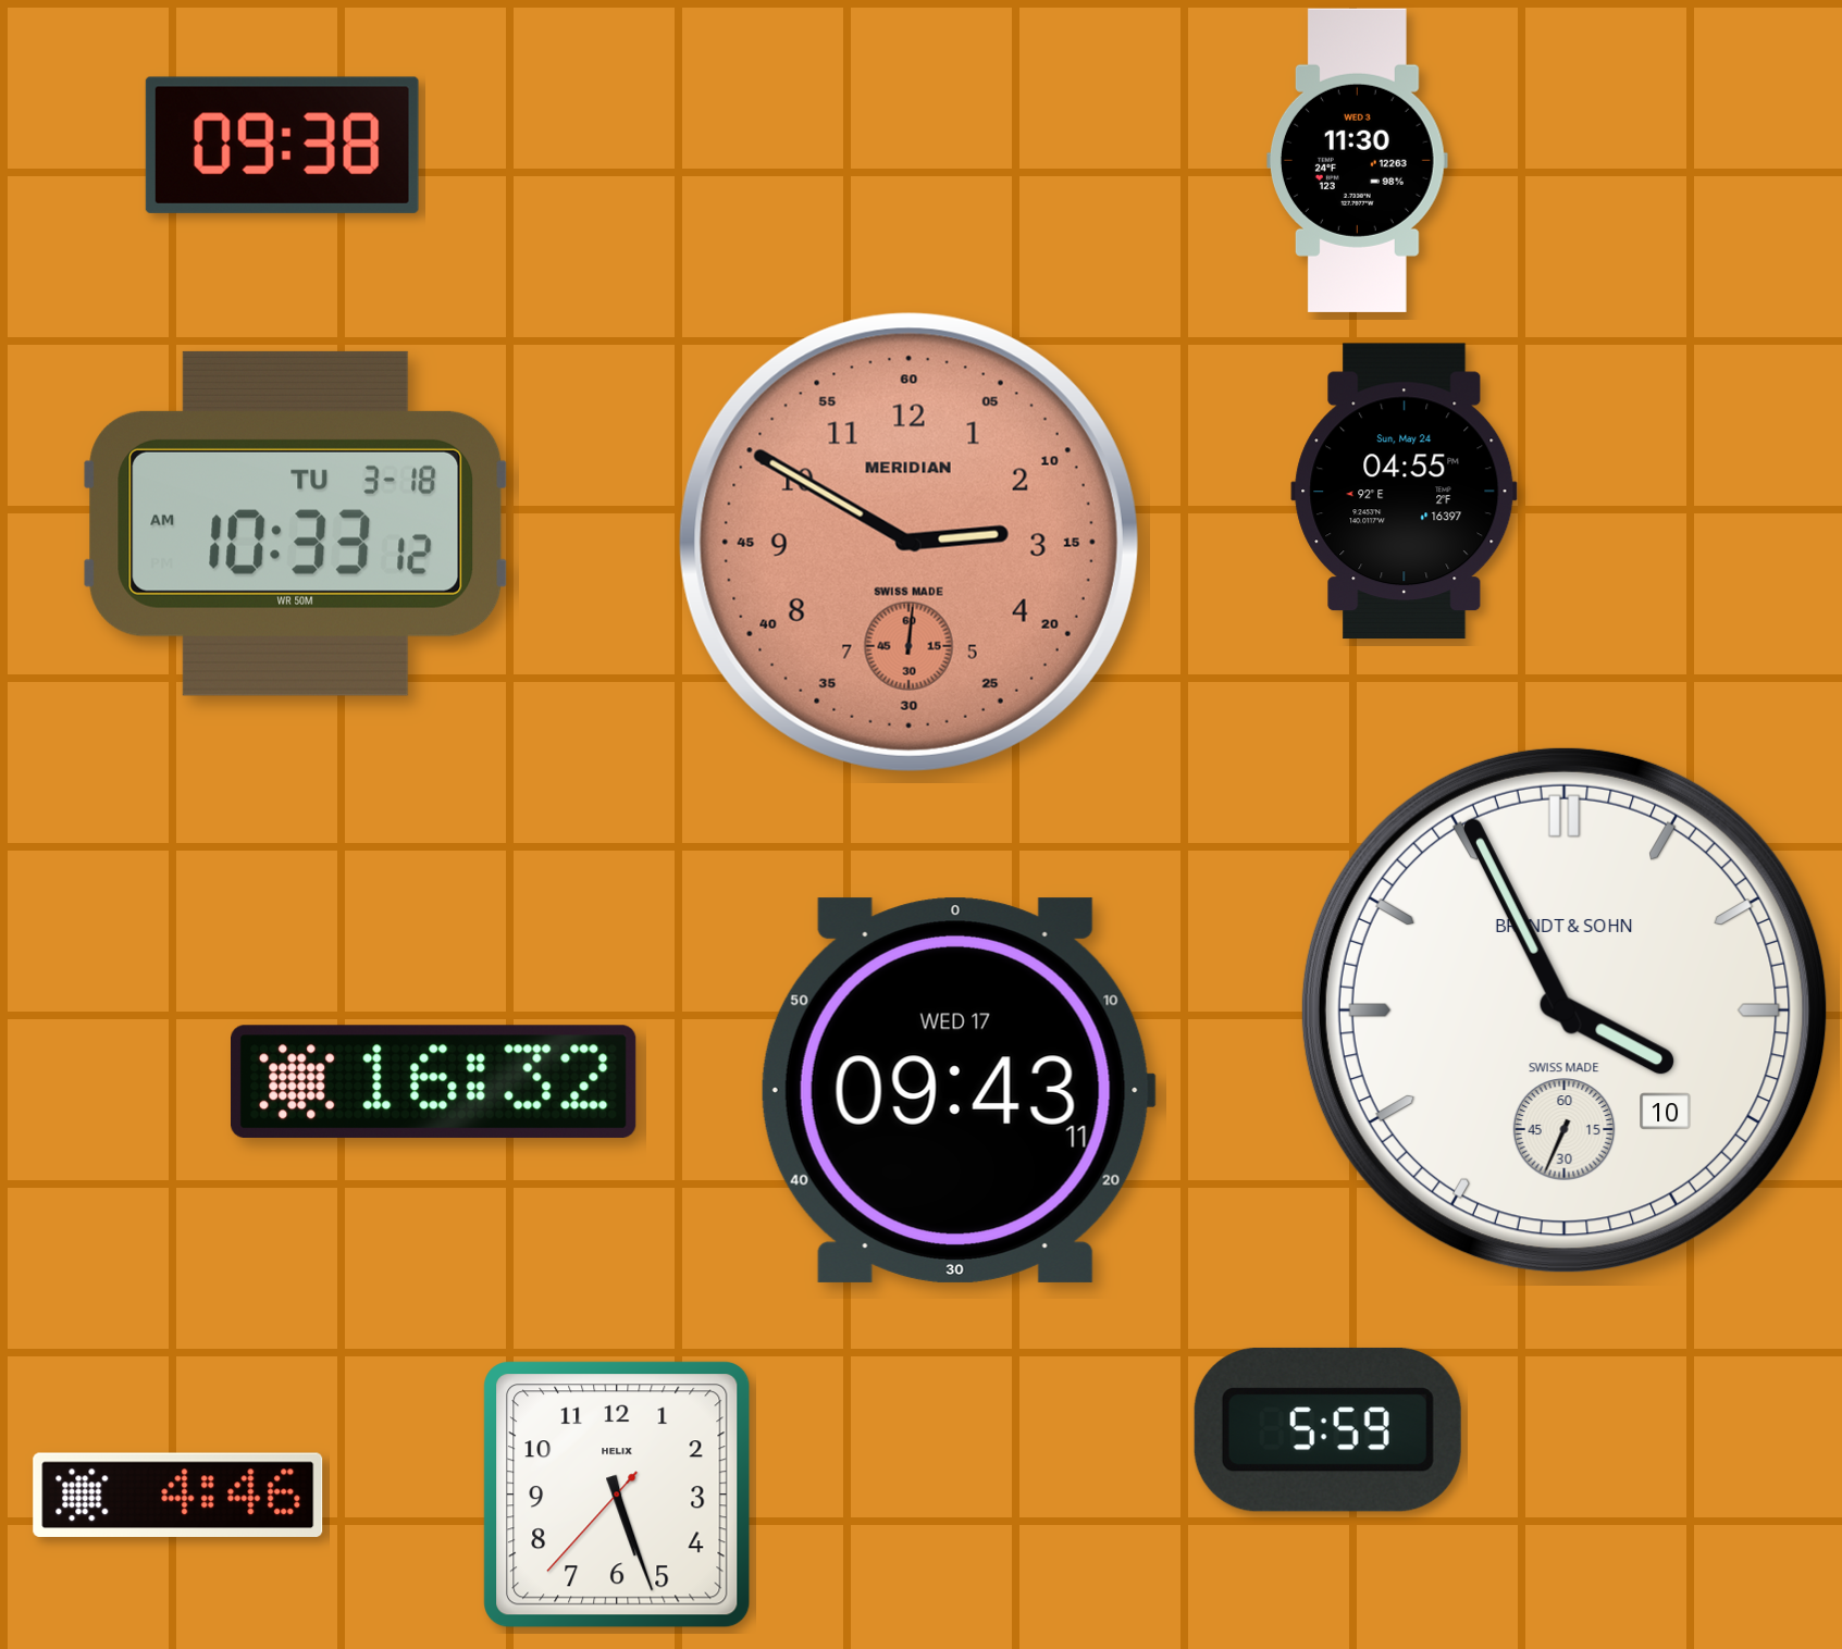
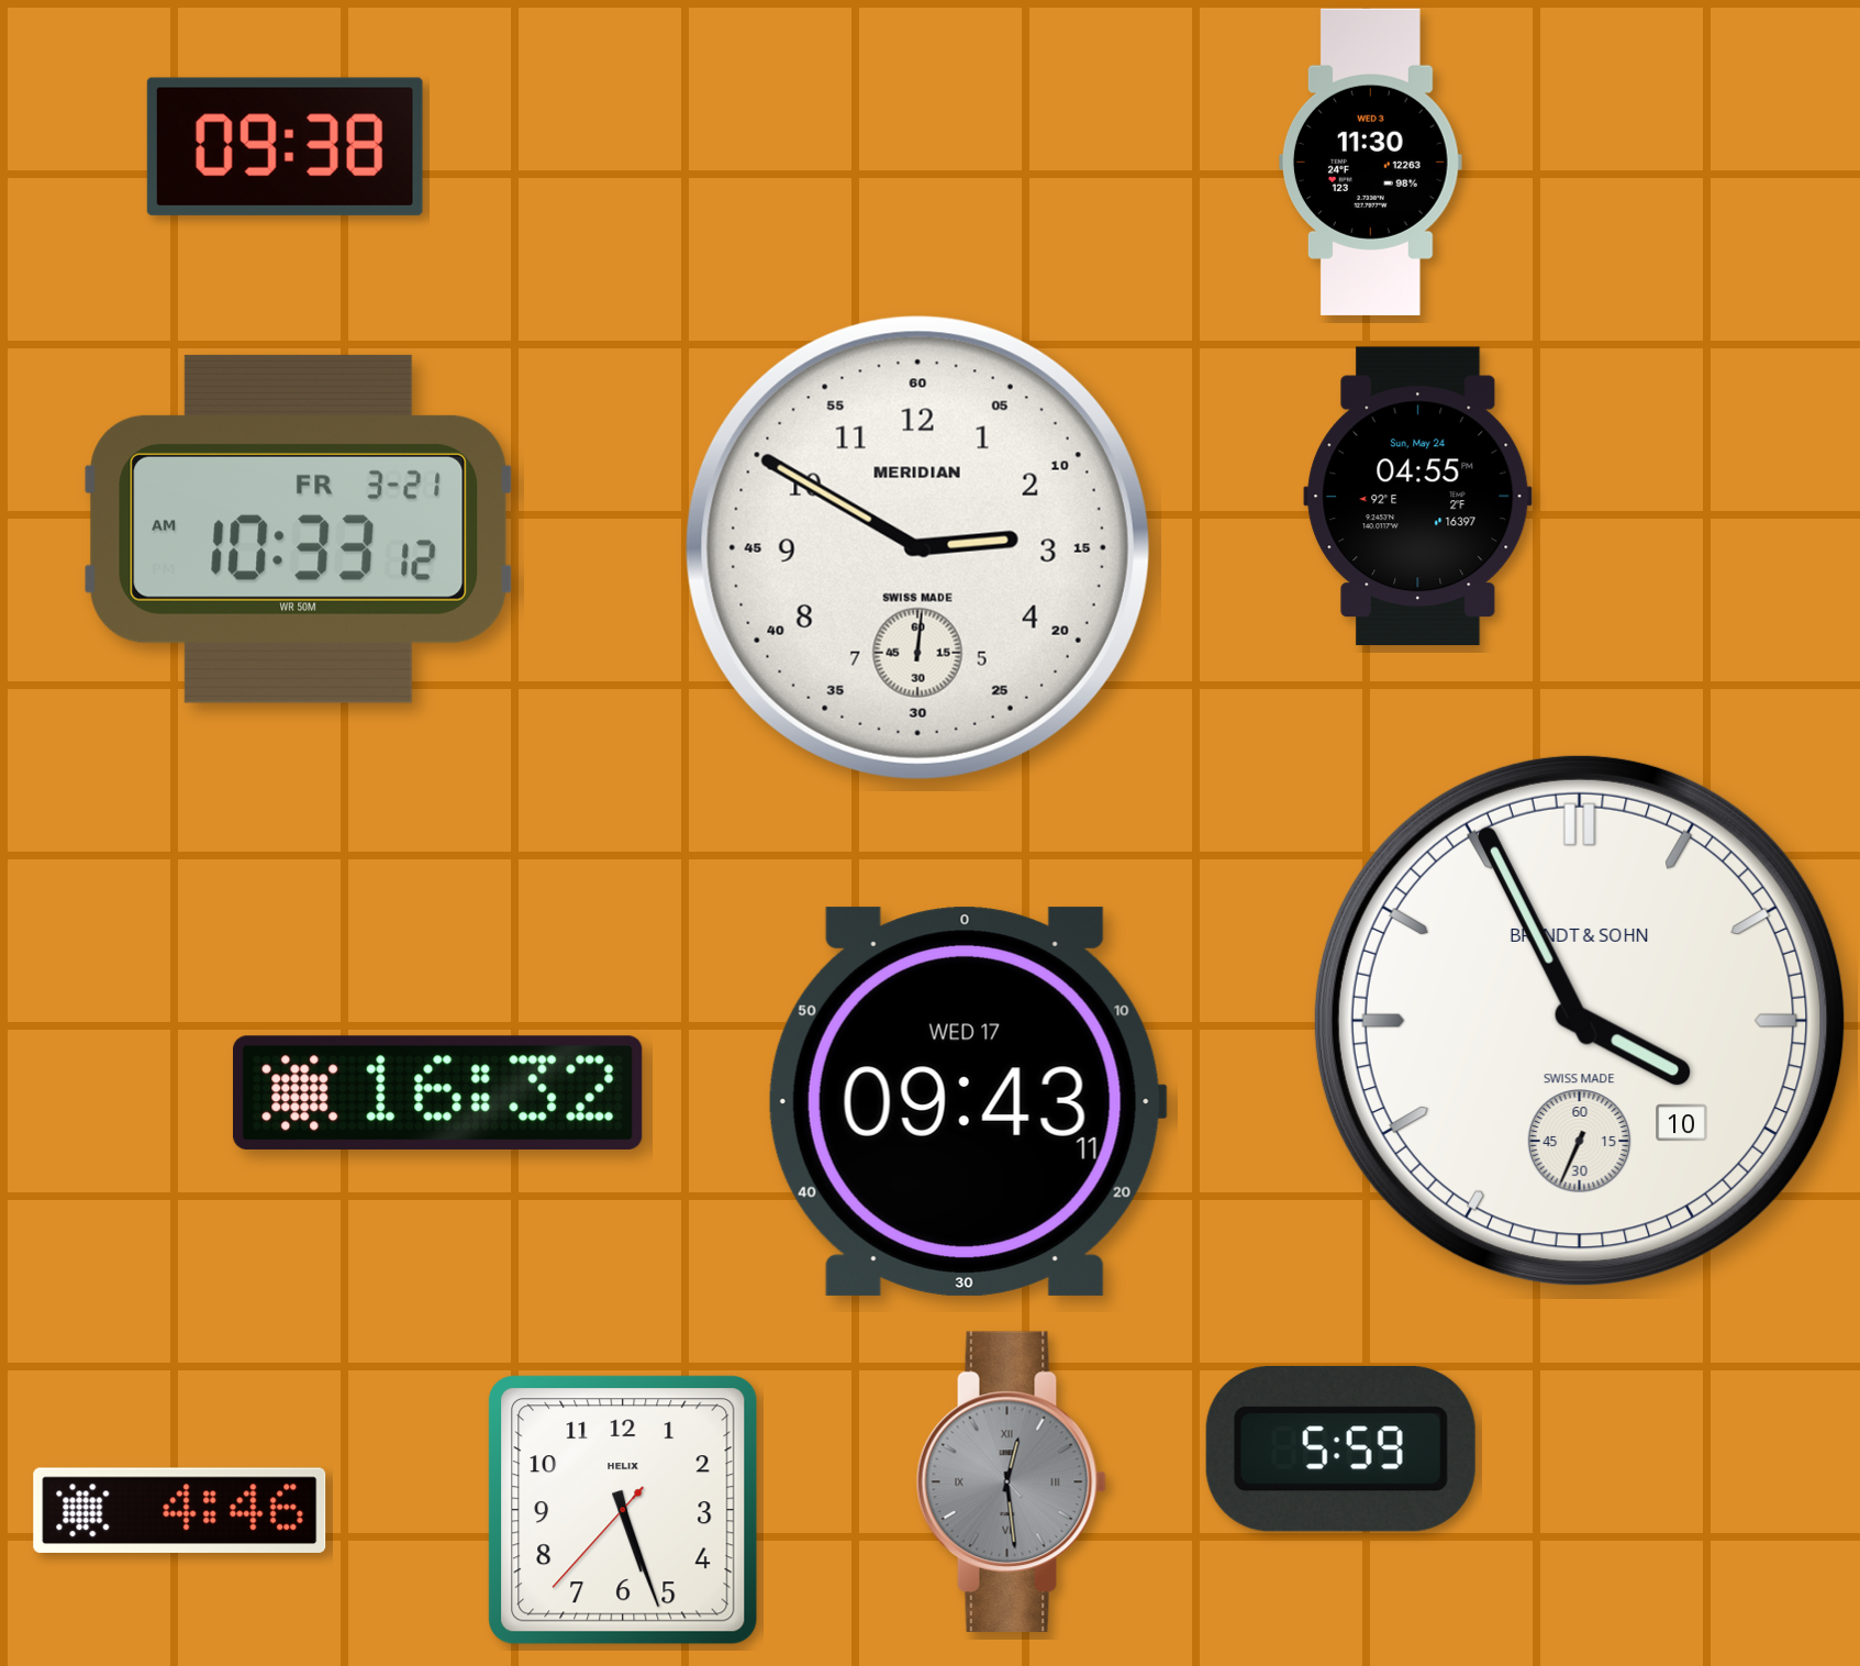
clock at (296, 523) date: TU 3-18 -> FR 3-21
clock at (908, 542) dial: salmon -> white
clock at (1327, 1429) position: (1327, 1429) -> (1340, 1448)
clock at (1011, 1481): none -> 12:28
